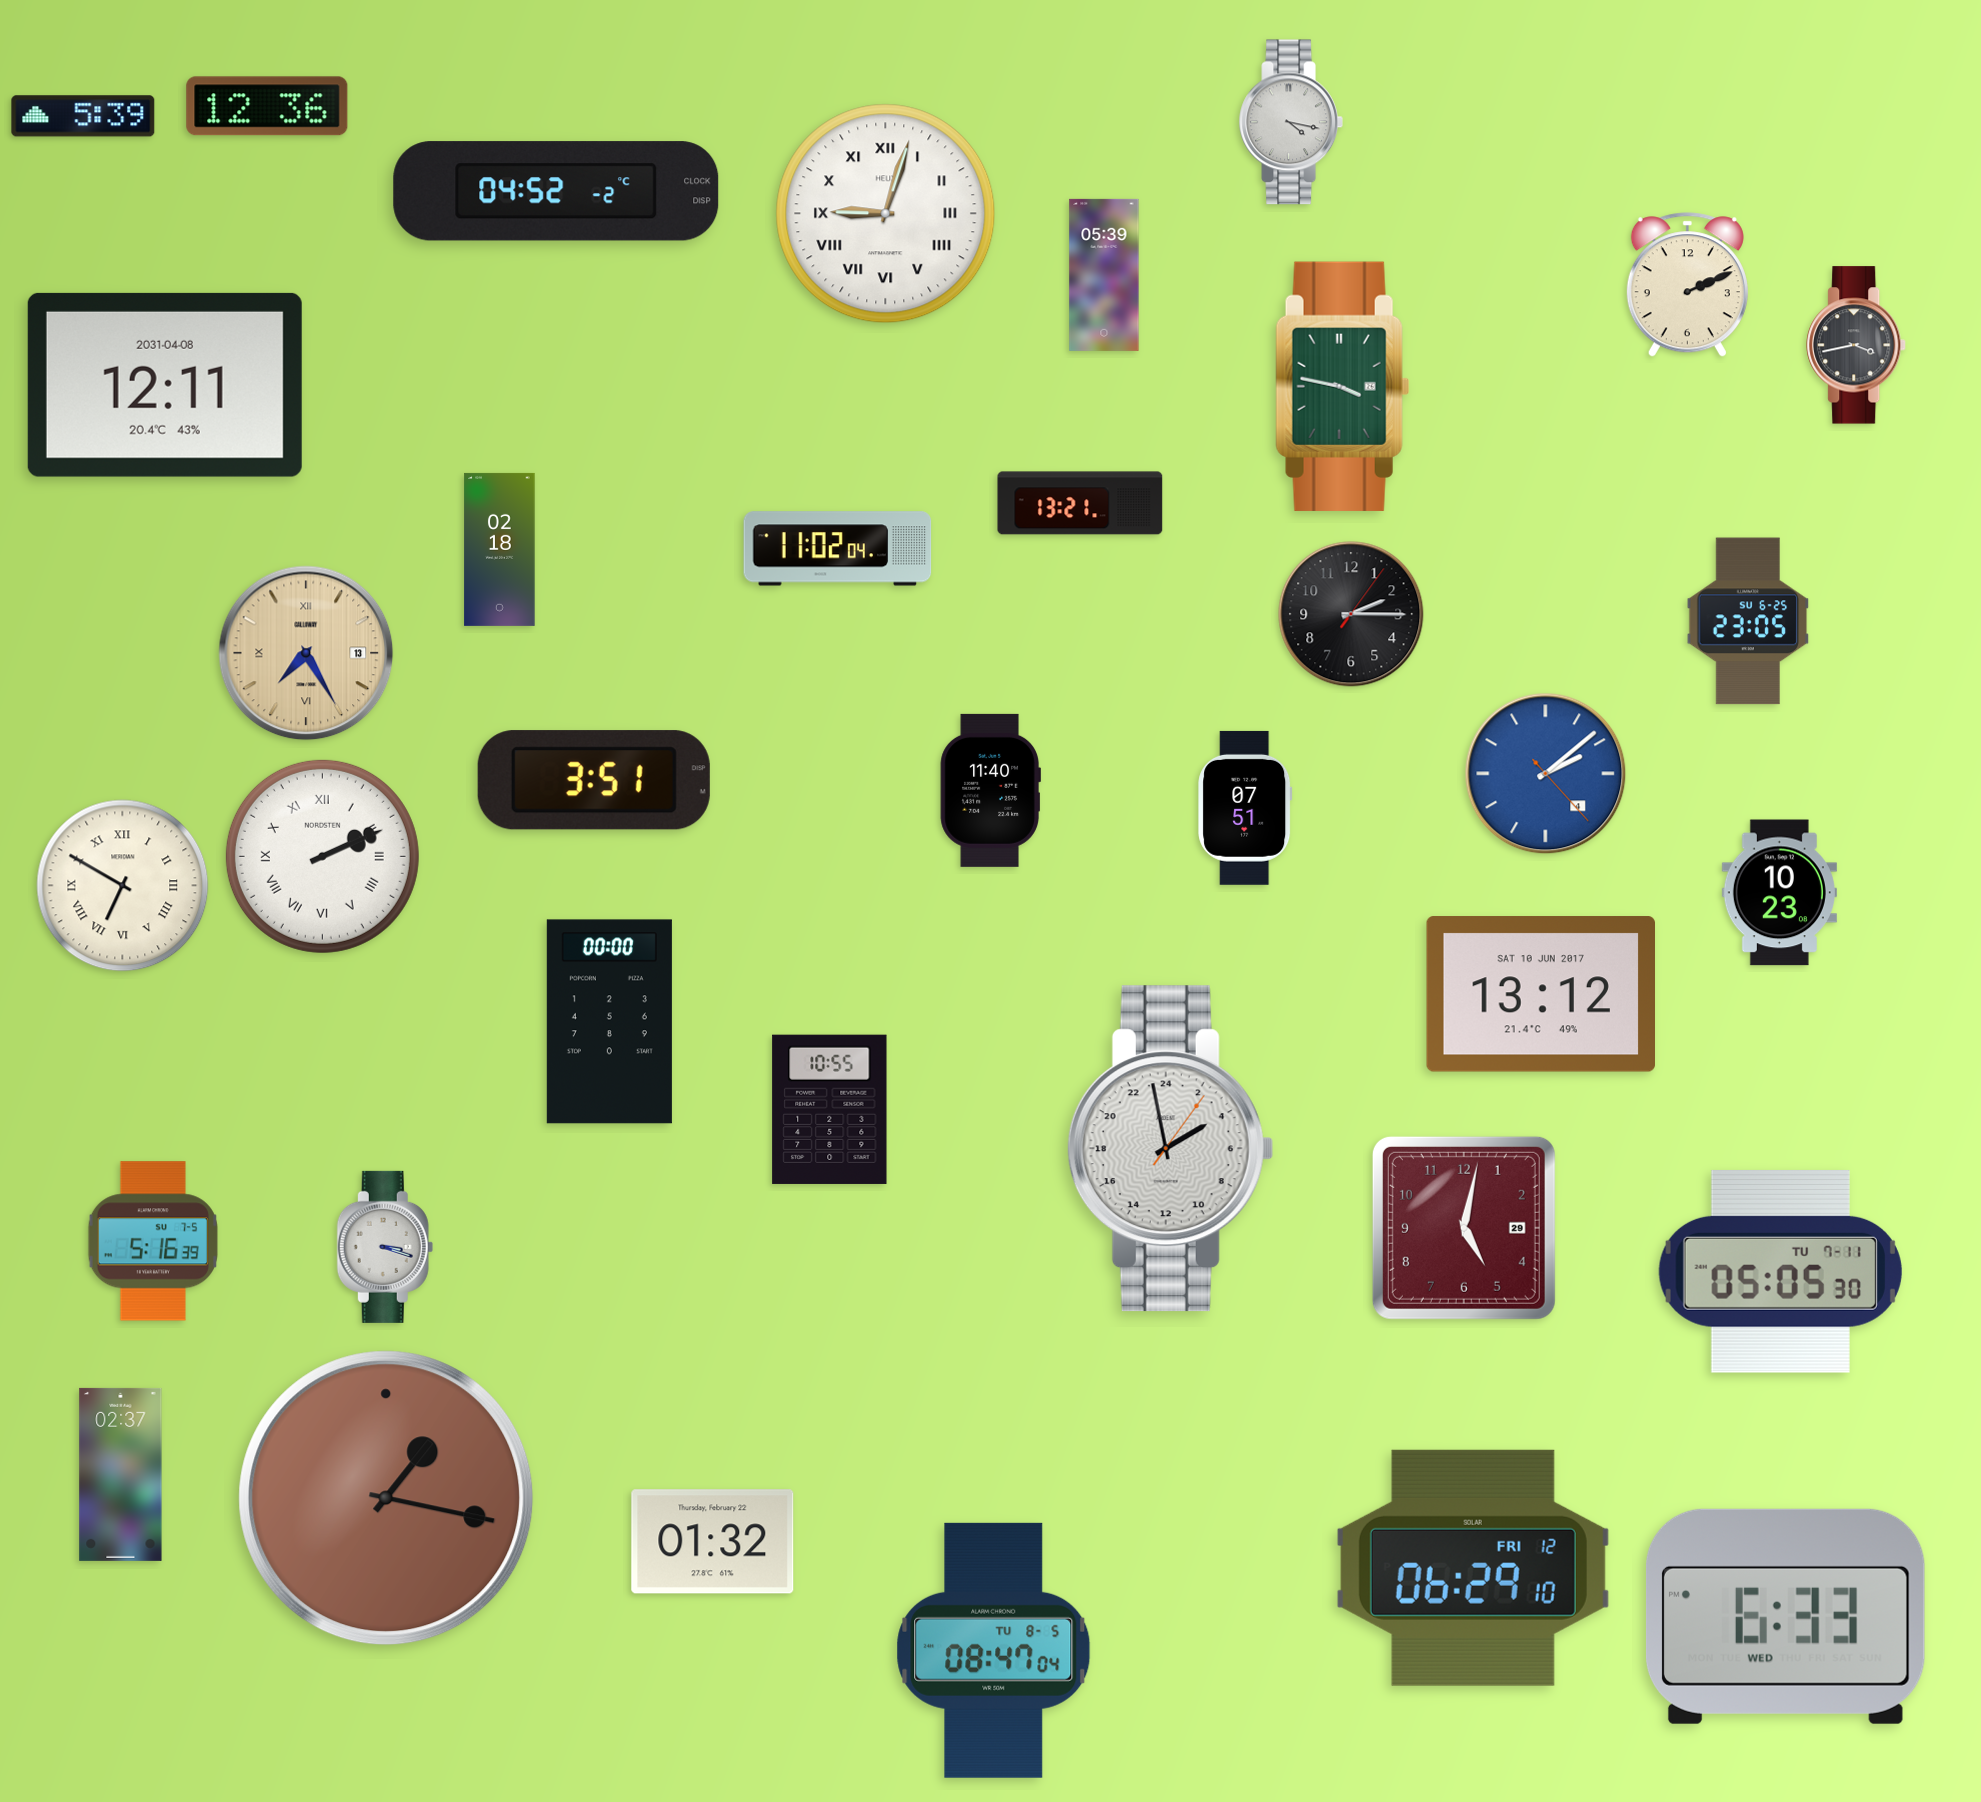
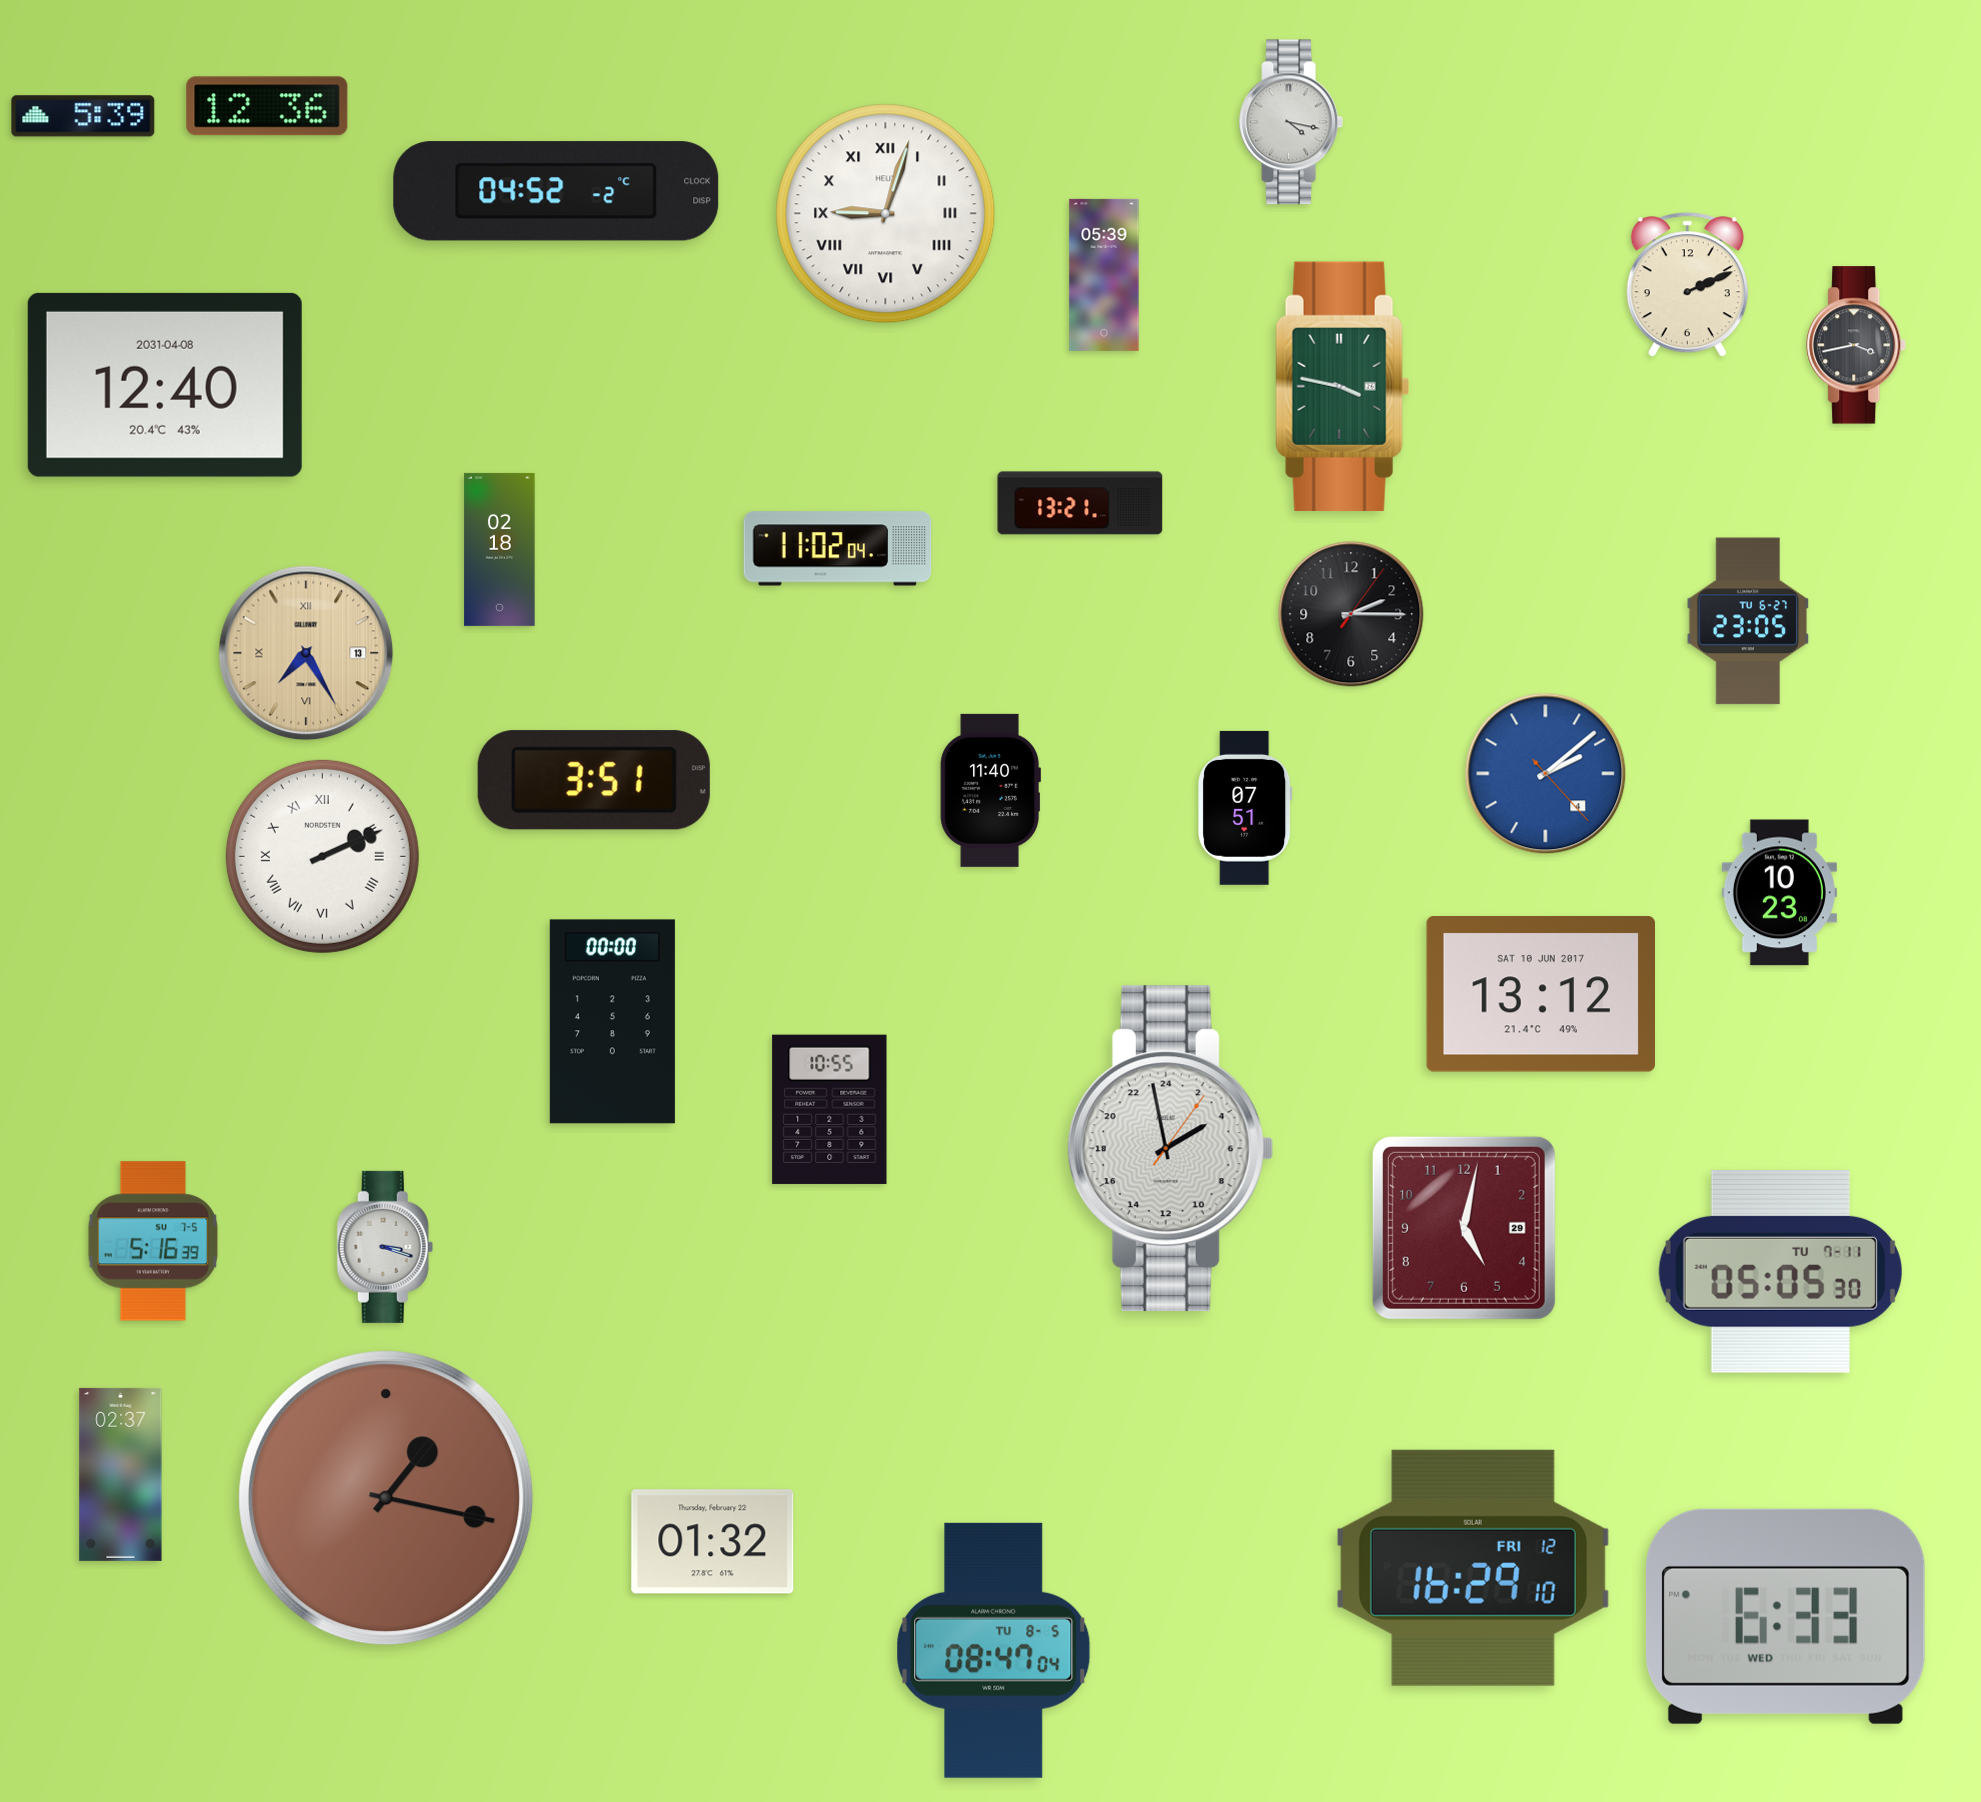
clock at (165, 385): 12:11 -> 12:40
clock at (1748, 621) date: SU 6-25 -> TU 6-27
clock at (123, 886): 6:50 -> none
clock at (609, 1022) position: (609, 1022) -> (612, 1022)
clock at (1473, 1568): 06:29 -> 16:29
